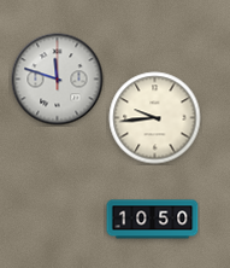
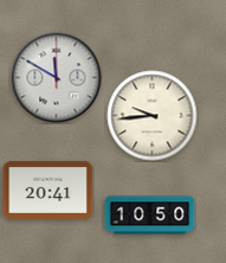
clock at (58, 80): 11:48 -> 11:50
clock at (49, 190): none -> 20:41
